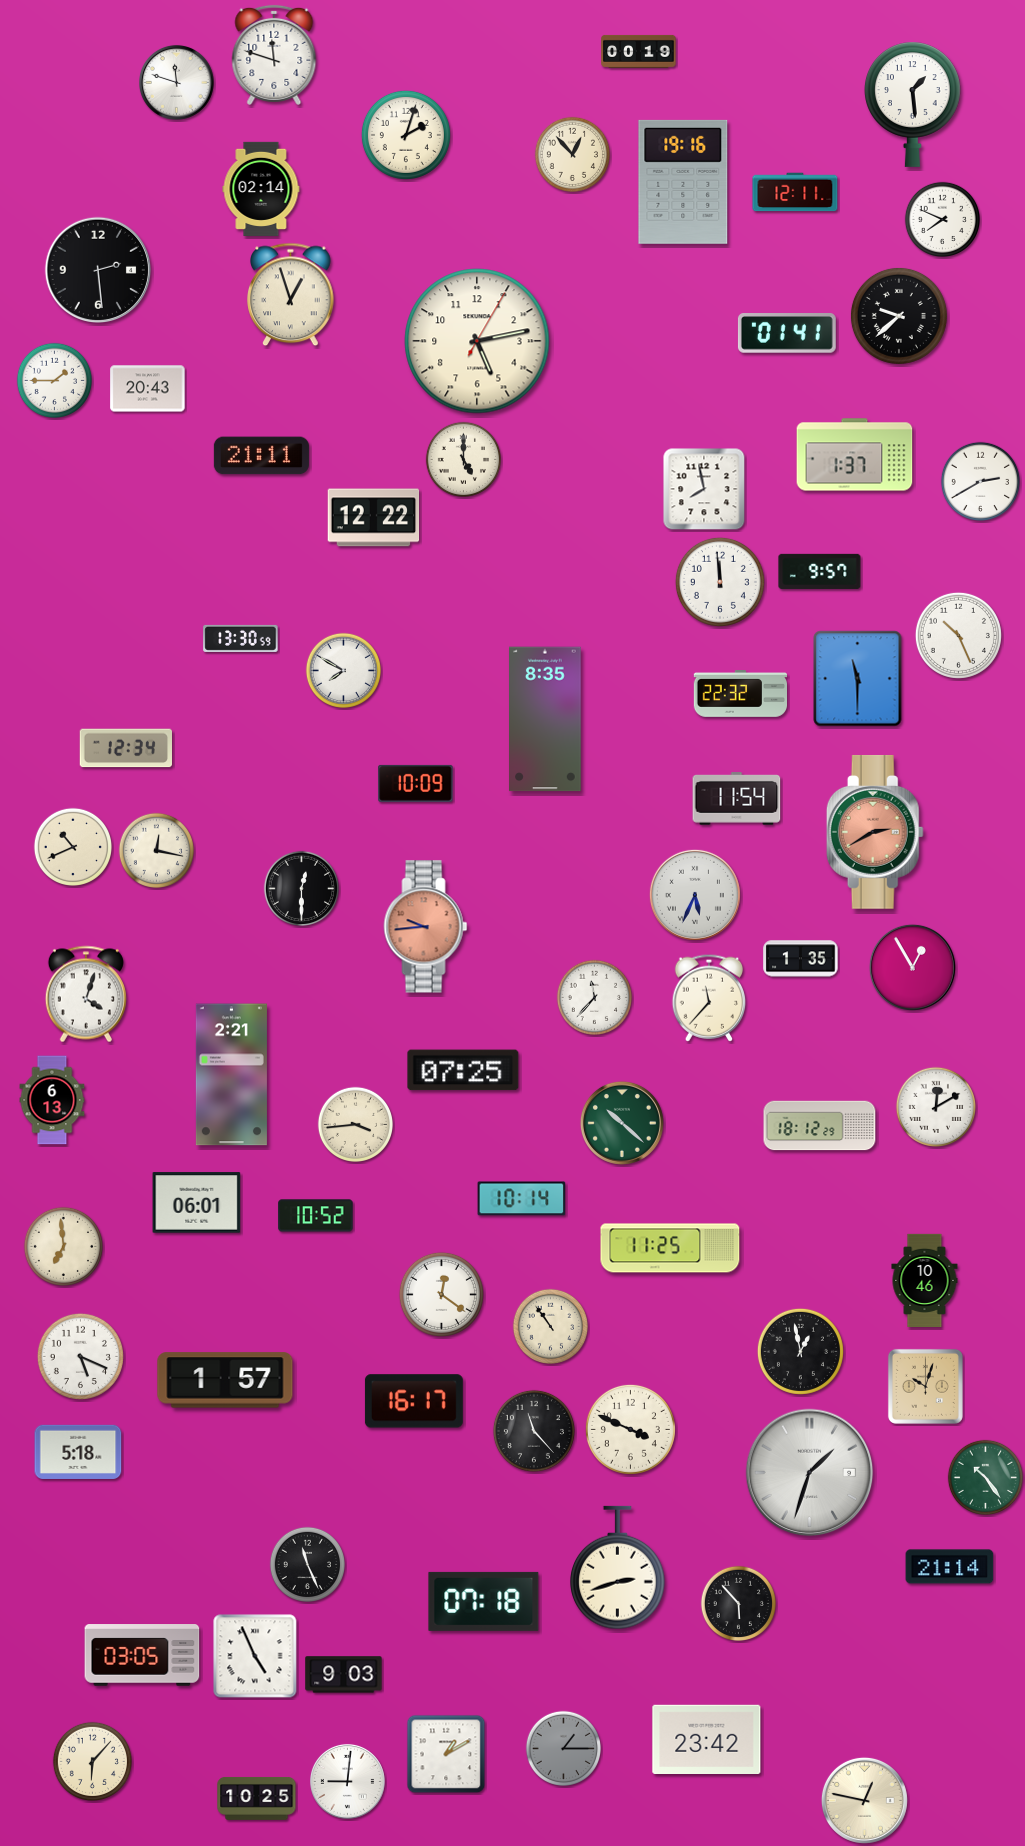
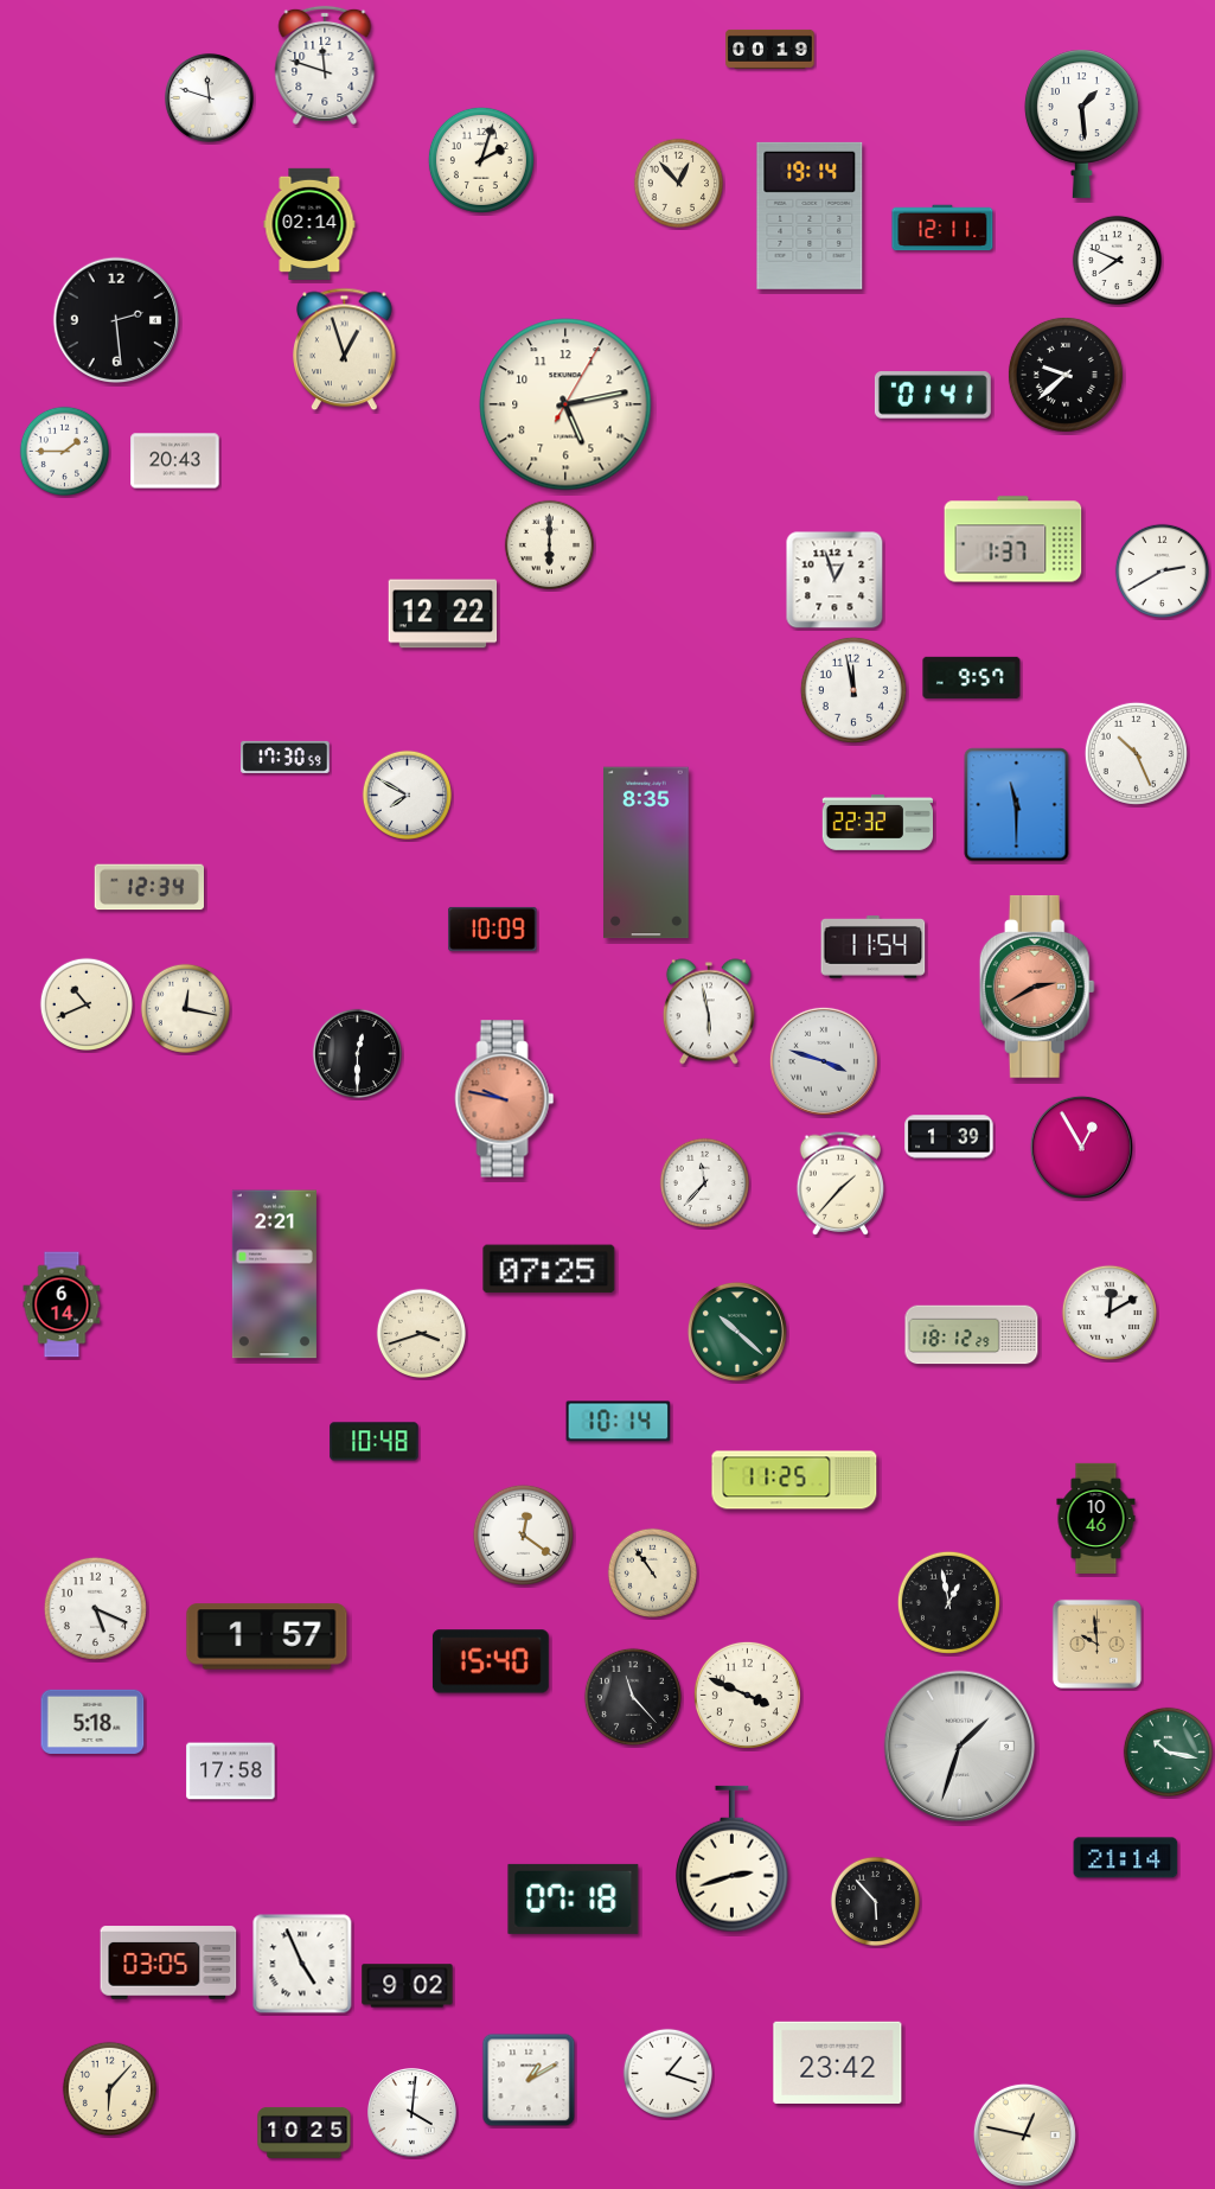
clock at (639, 51) position: (639, 51) -> (770, 49)
clock at (683, 182): 19:16 -> 19:14
clock at (261, 456): 21:11 -> none
clock at (463, 459): 5:00 -> 6:00
clock at (704, 489): 7:58 -> 12:57
clock at (720, 582): 11:59 -> 11:58
clock at (241, 638): 13:30 -> 17:30
clock at (709, 1011): none -> 5:58
clock at (695, 895): 5:34 -> 3:48
clock at (426, 927): 9:44 -> 9:47
clock at (801, 959): 1:35 -> 1:39
clock at (86, 994): 4:03 -> none
clock at (709, 998): 11:37 -> 1:37
clock at (52, 1100): 6:13 -> 6:14
clock at (355, 1124): 3:44 -> 3:42
clock at (197, 1203): 06:01 -> none
clock at (316, 1216): 10:52 -> 10:48
clock at (63, 1246): 6:59 -> none
clock at (925, 1386): 10:03 -> 9:59
clock at (414, 1401): 16:17 -> 15:40
clock at (985, 1477): 10:24 -> 10:17
clock at (231, 1772): none -> 17:58
clock at (307, 1564): 11:26 -> none
clock at (344, 1675): 9:03 -> 9:02
clock at (563, 1748): 1:15 -> 1:18
clock at (563, 1748) dial: grey -> white
clock at (348, 1782): 9:01 -> 4:01
